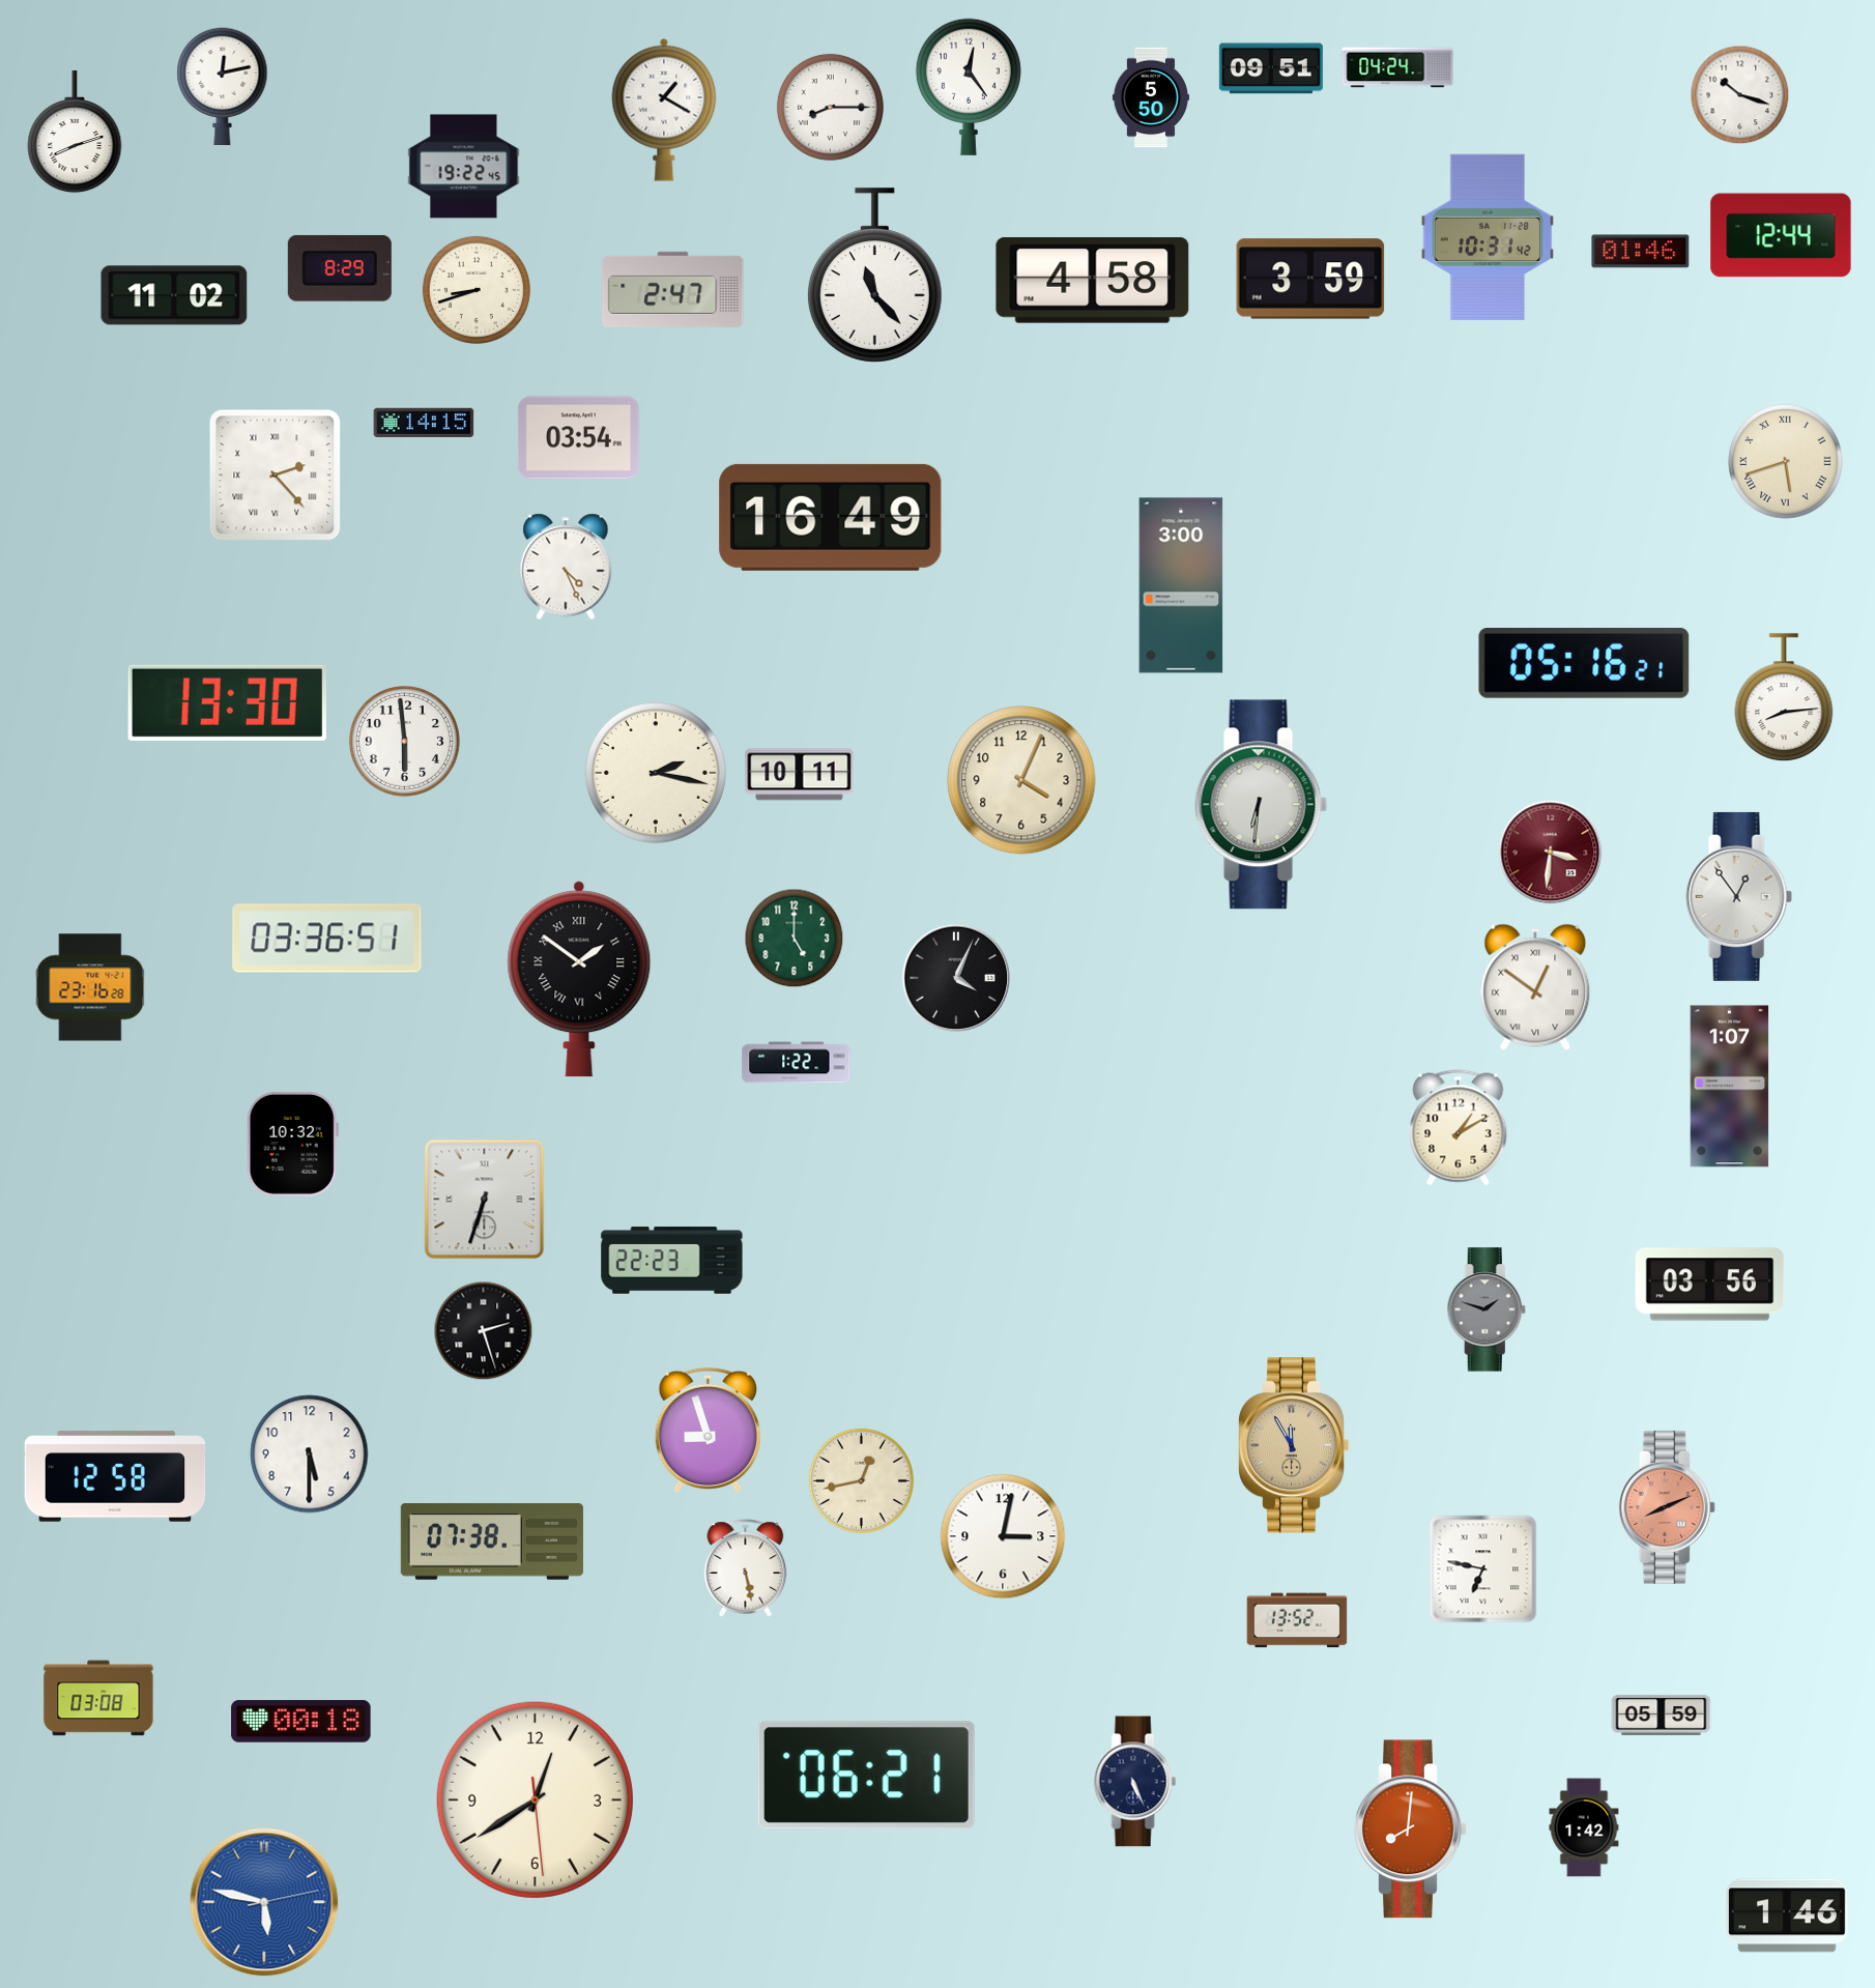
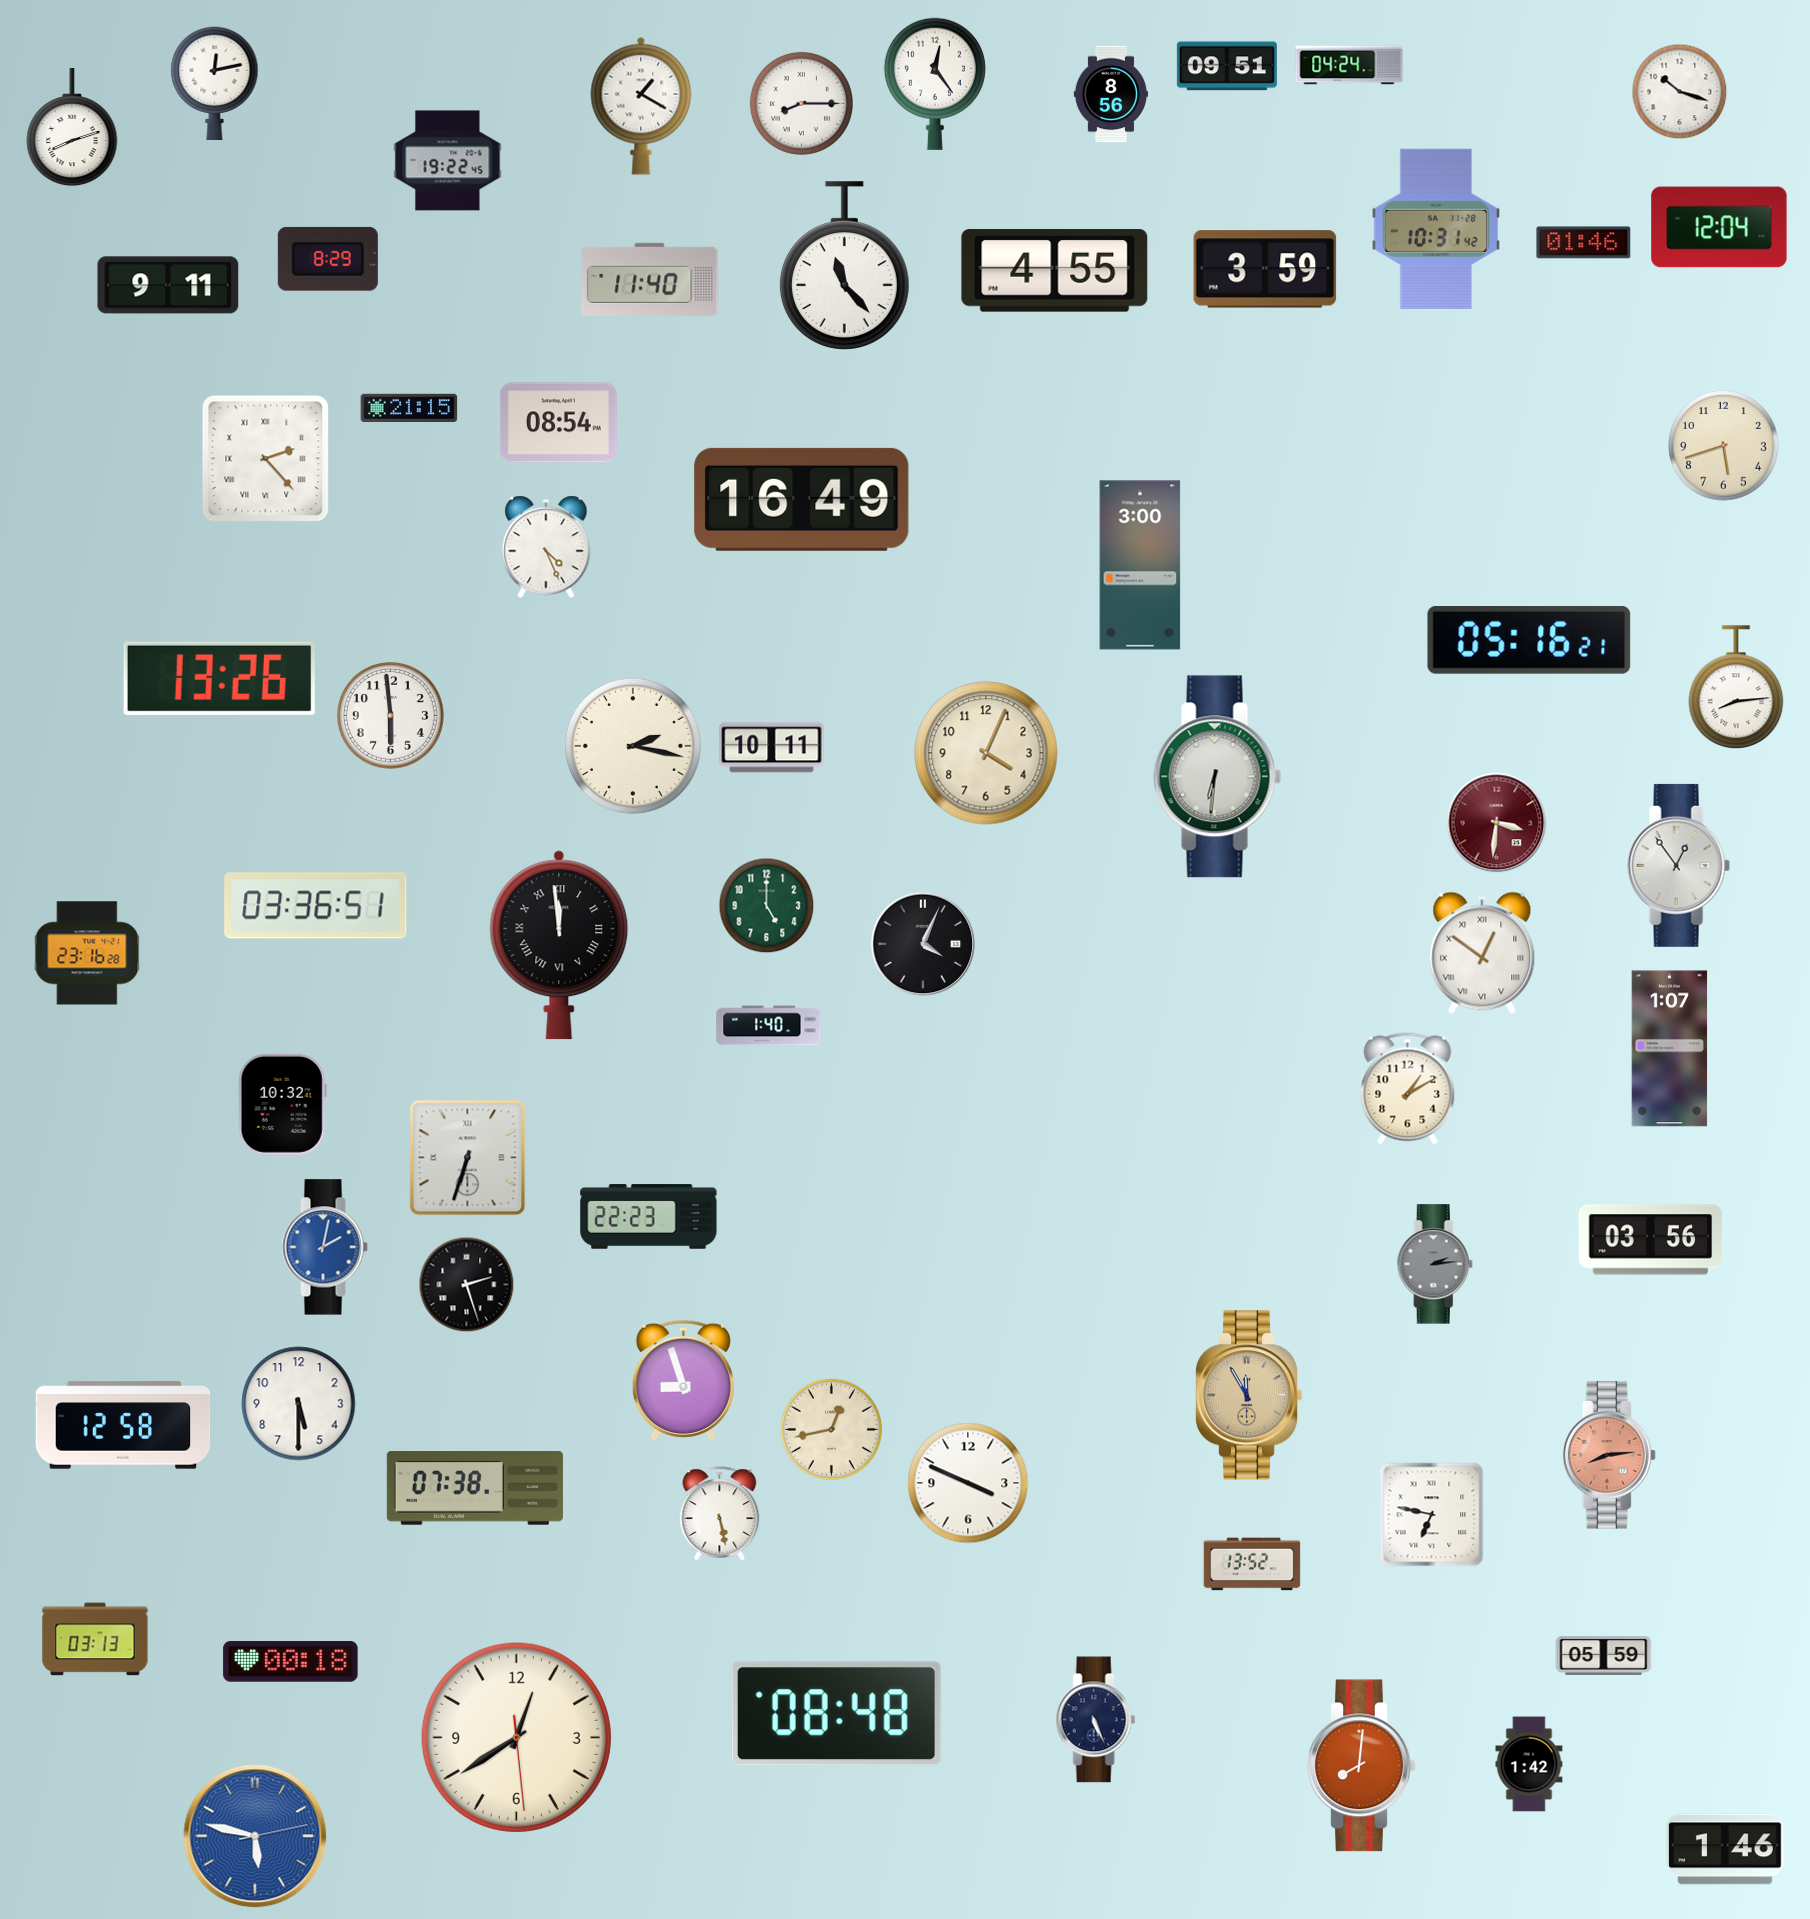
clock at (1150, 97): 5:50 -> 8:56
clock at (1781, 235): 12:44 -> 12:04
clock at (1093, 281): 4:58 -> 4:55
clock at (673, 289): 2:47 -> 11:40
clock at (477, 290): 8:42 -> none
clock at (174, 295): 11:02 -> 9:11
clock at (424, 423): 14:15 -> 21:15
clock at (578, 438): 03:54 -> 08:54
clock at (1786, 462) numerals: Roman -> Arabic
clock at (1784, 698) position: (1784, 698) -> (1736, 688)
clock at (227, 702): 13:30 -> 13:26
clock at (579, 979): 1:51 -> 11:59
clock at (797, 1063): 1:22 -> 1:40
clock at (325, 1247): none -> 2:02
clock at (1487, 1309): 1:48 -> 2:14
clock at (115, 1476) position: (115, 1476) -> (123, 1425)
clock at (1667, 1507): 8:11 -> 8:14
clock at (1003, 1536): 3:02 -> 3:49
clock at (98, 1698): 03:08 -> 03:13
clock at (866, 1776): 06:21 -> 08:48
